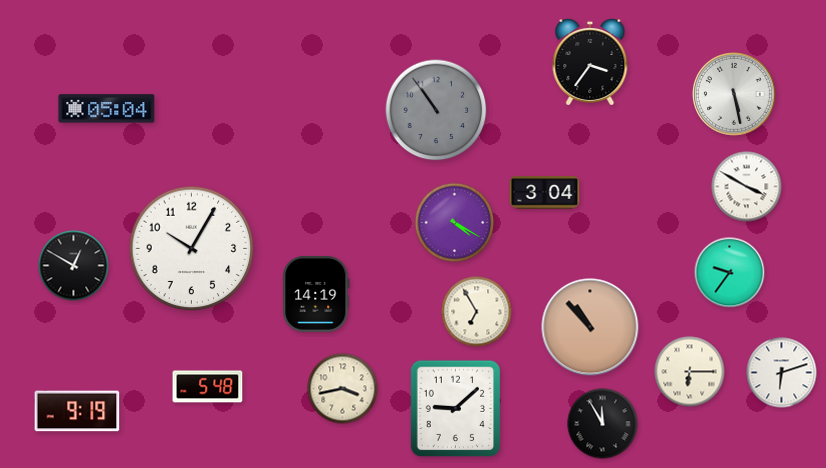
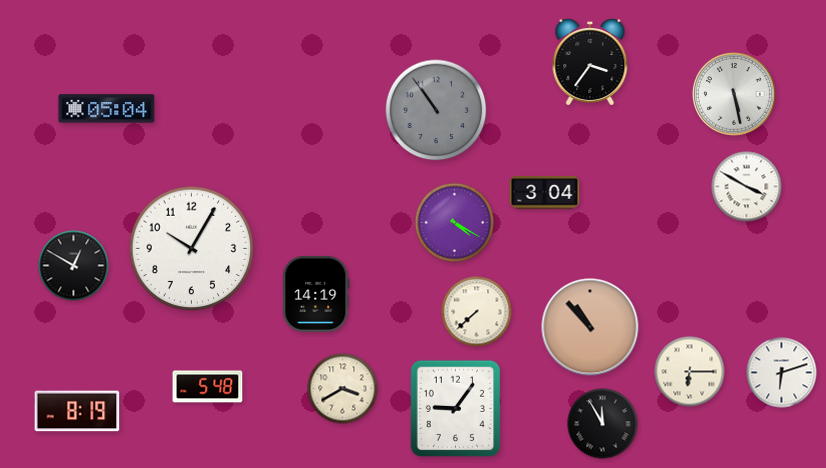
clock at (730, 273): 9:36 -> none
clock at (477, 312): 6:55 -> 7:38
clock at (343, 389): 3:43 -> 3:40
clock at (456, 409): 9:08 -> 9:06
clock at (77, 411): 9:19 -> 8:19
